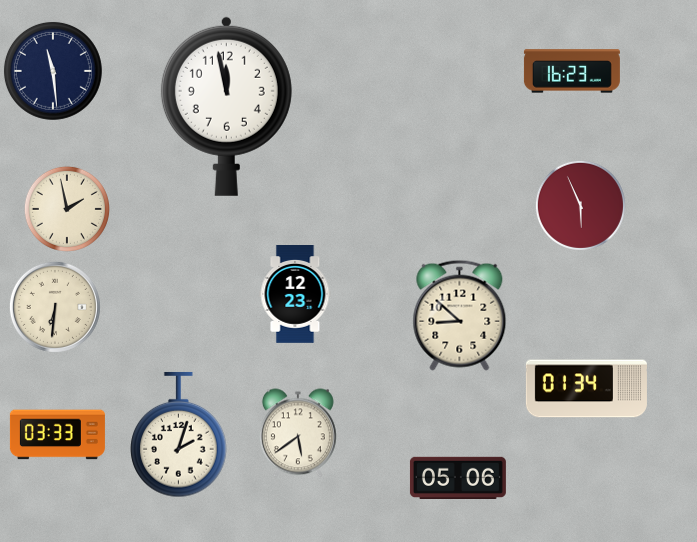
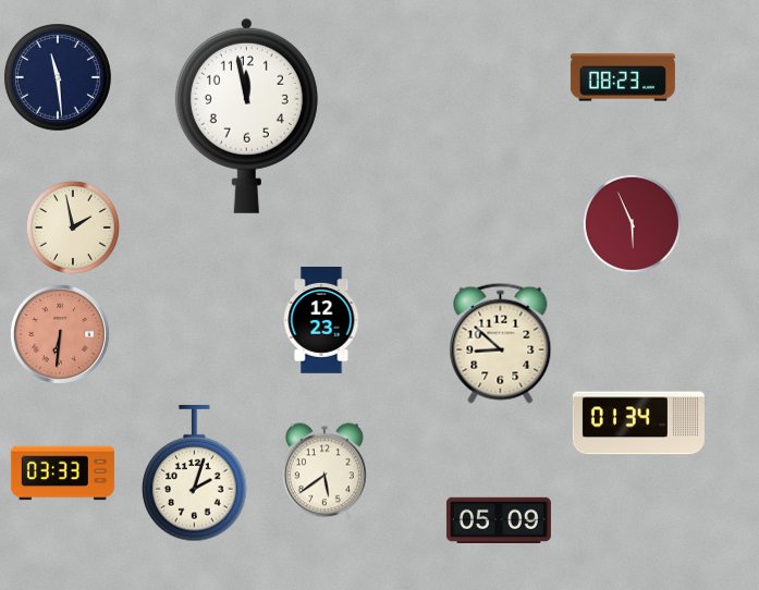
clock at (572, 71): 16:23 -> 08:23
clock at (55, 307) dial: cream -> salmon
clock at (458, 477): 05:06 -> 05:09
